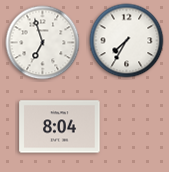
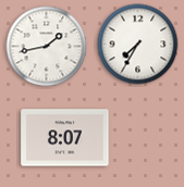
clock at (43, 43): 6:57 -> 1:43
clock at (60, 127): 8:04 -> 8:07
